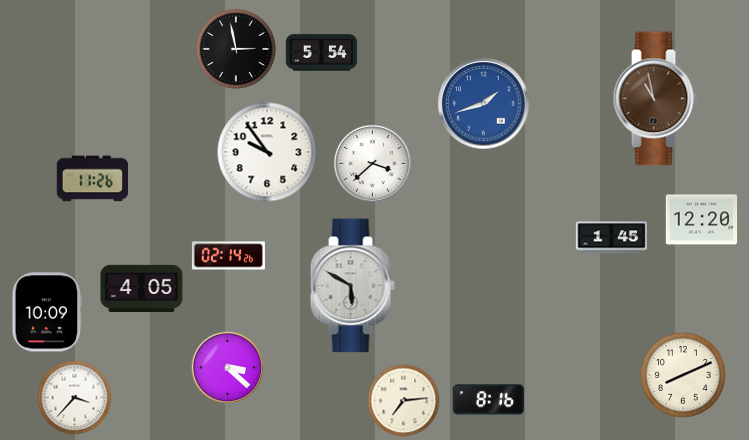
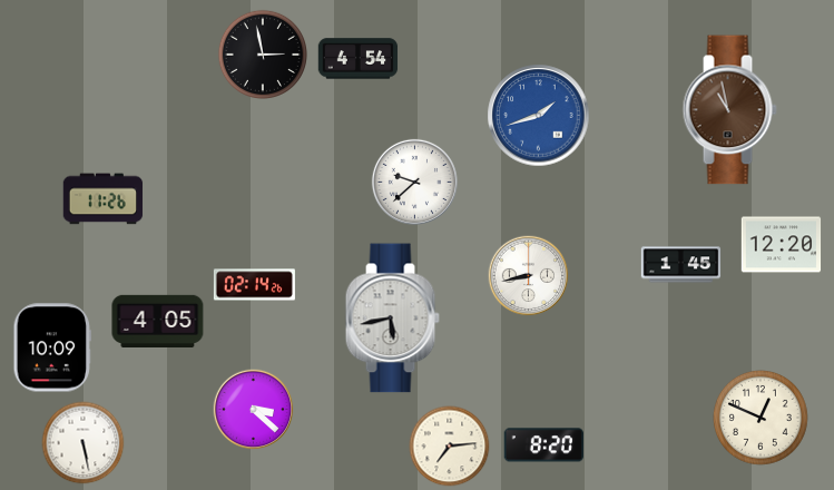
clock at (322, 53): 5:54 -> 4:54
clock at (267, 152): 9:54 -> none
clock at (372, 163): 3:38 -> 9:38
clock at (529, 276): none -> 8:43
clock at (352, 286): 5:50 -> 5:43
clock at (683, 375): 8:11 -> 12:49
clock at (75, 398): 3:37 -> 5:28
clock at (488, 400): 8:16 -> 8:20
